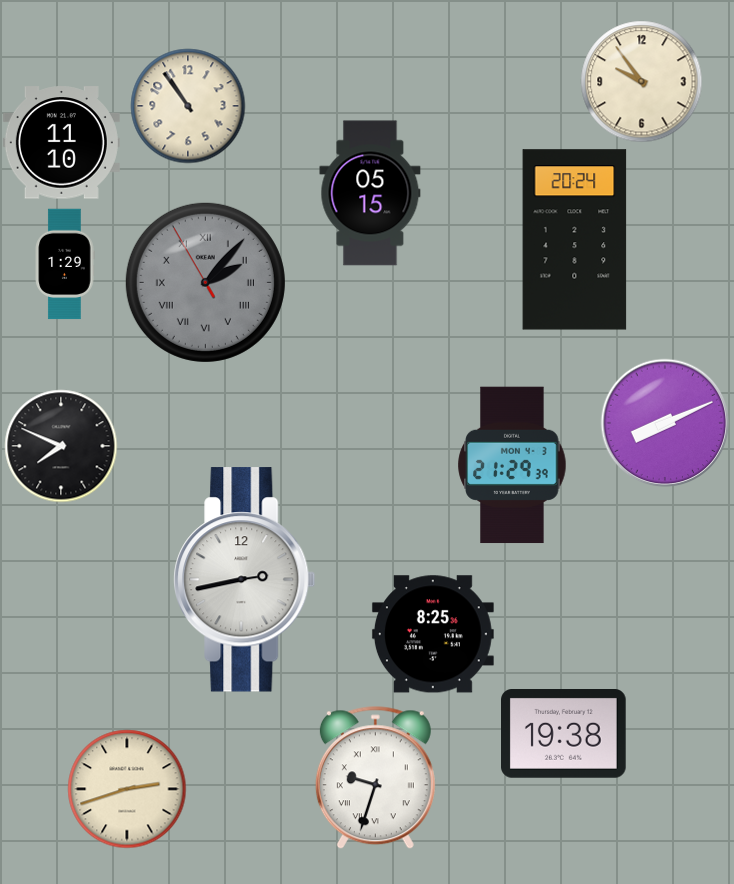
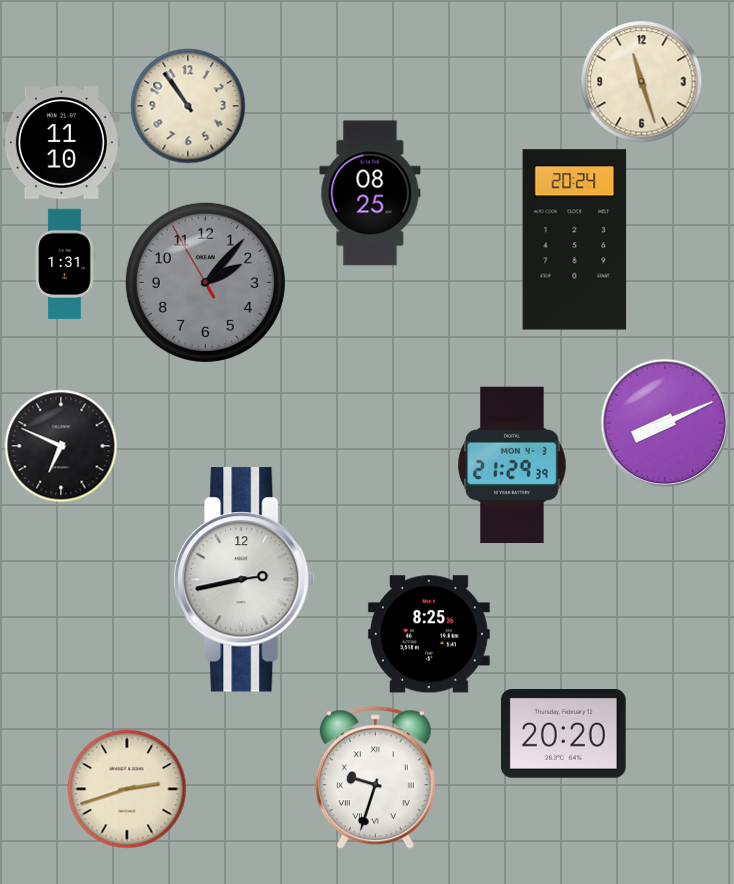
clock at (642, 82): 9:54 -> 11:27
clock at (370, 193): 05:15 -> 08:25
clock at (65, 264): 1:29 -> 1:31
clock at (205, 282) numerals: Roman -> Arabic
clock at (61, 446): 7:49 -> 6:49
clock at (433, 634) position: (433, 634) -> (429, 634)
clock at (564, 734): 19:38 -> 20:20
